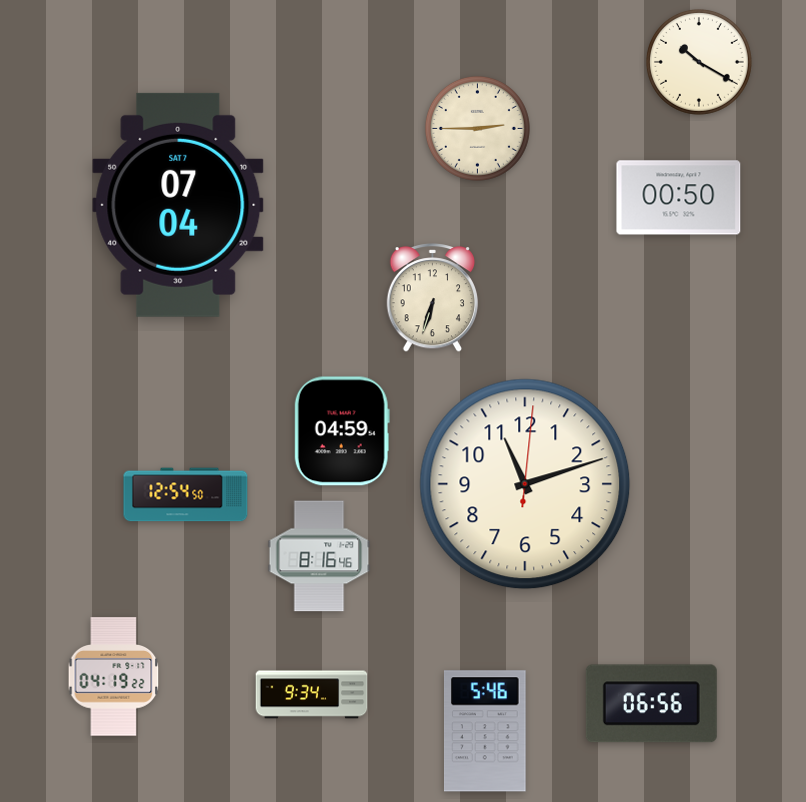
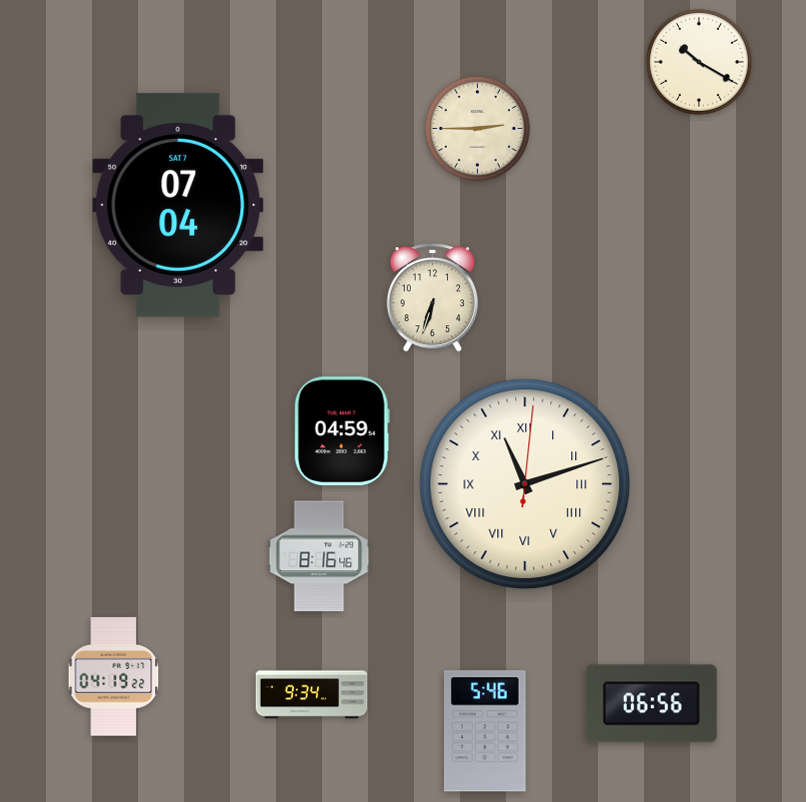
clock at (679, 198): 00:50 -> none
clock at (525, 484) numerals: Arabic -> Roman
clock at (186, 495): 12:54 -> none
